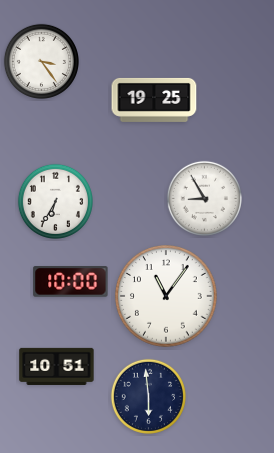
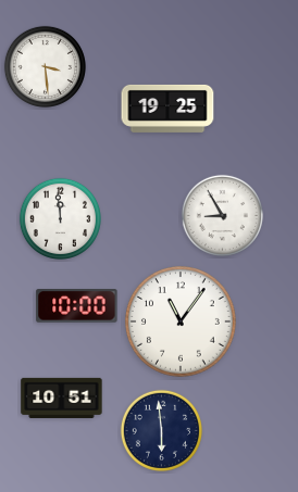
clock at (41, 61): 3:24 -> 3:29
clock at (55, 201): 6:35 -> 11:59
